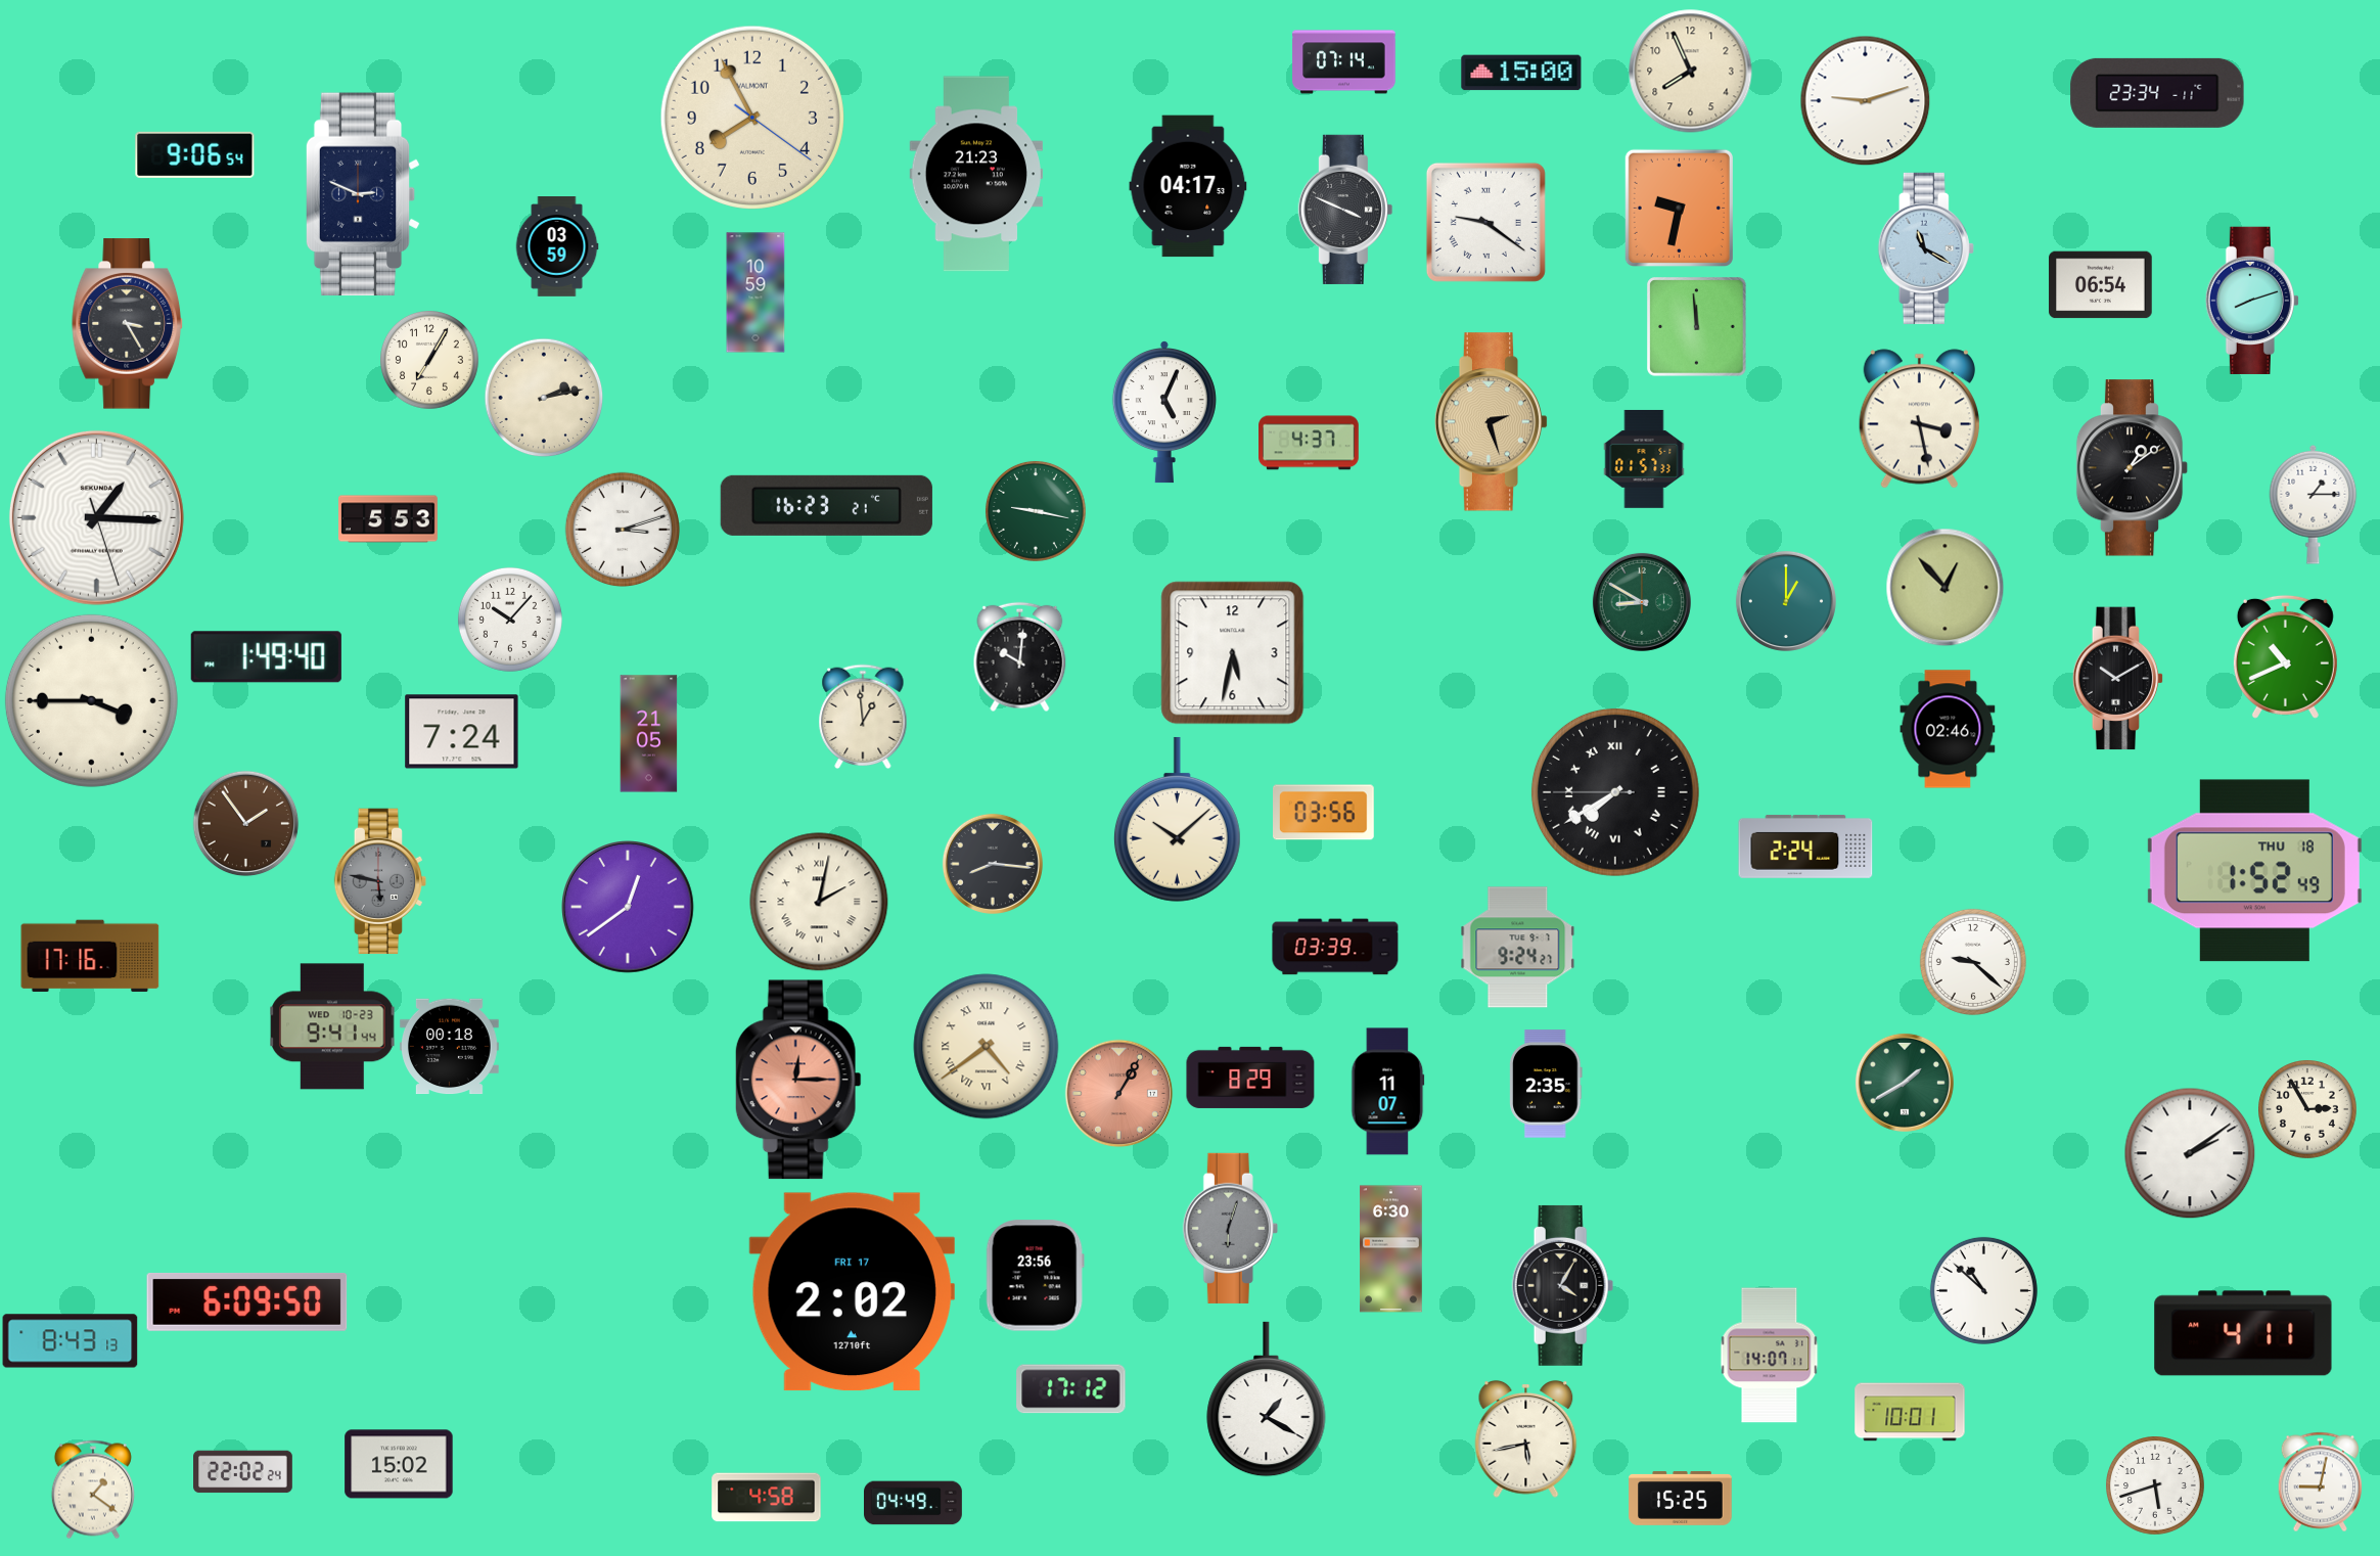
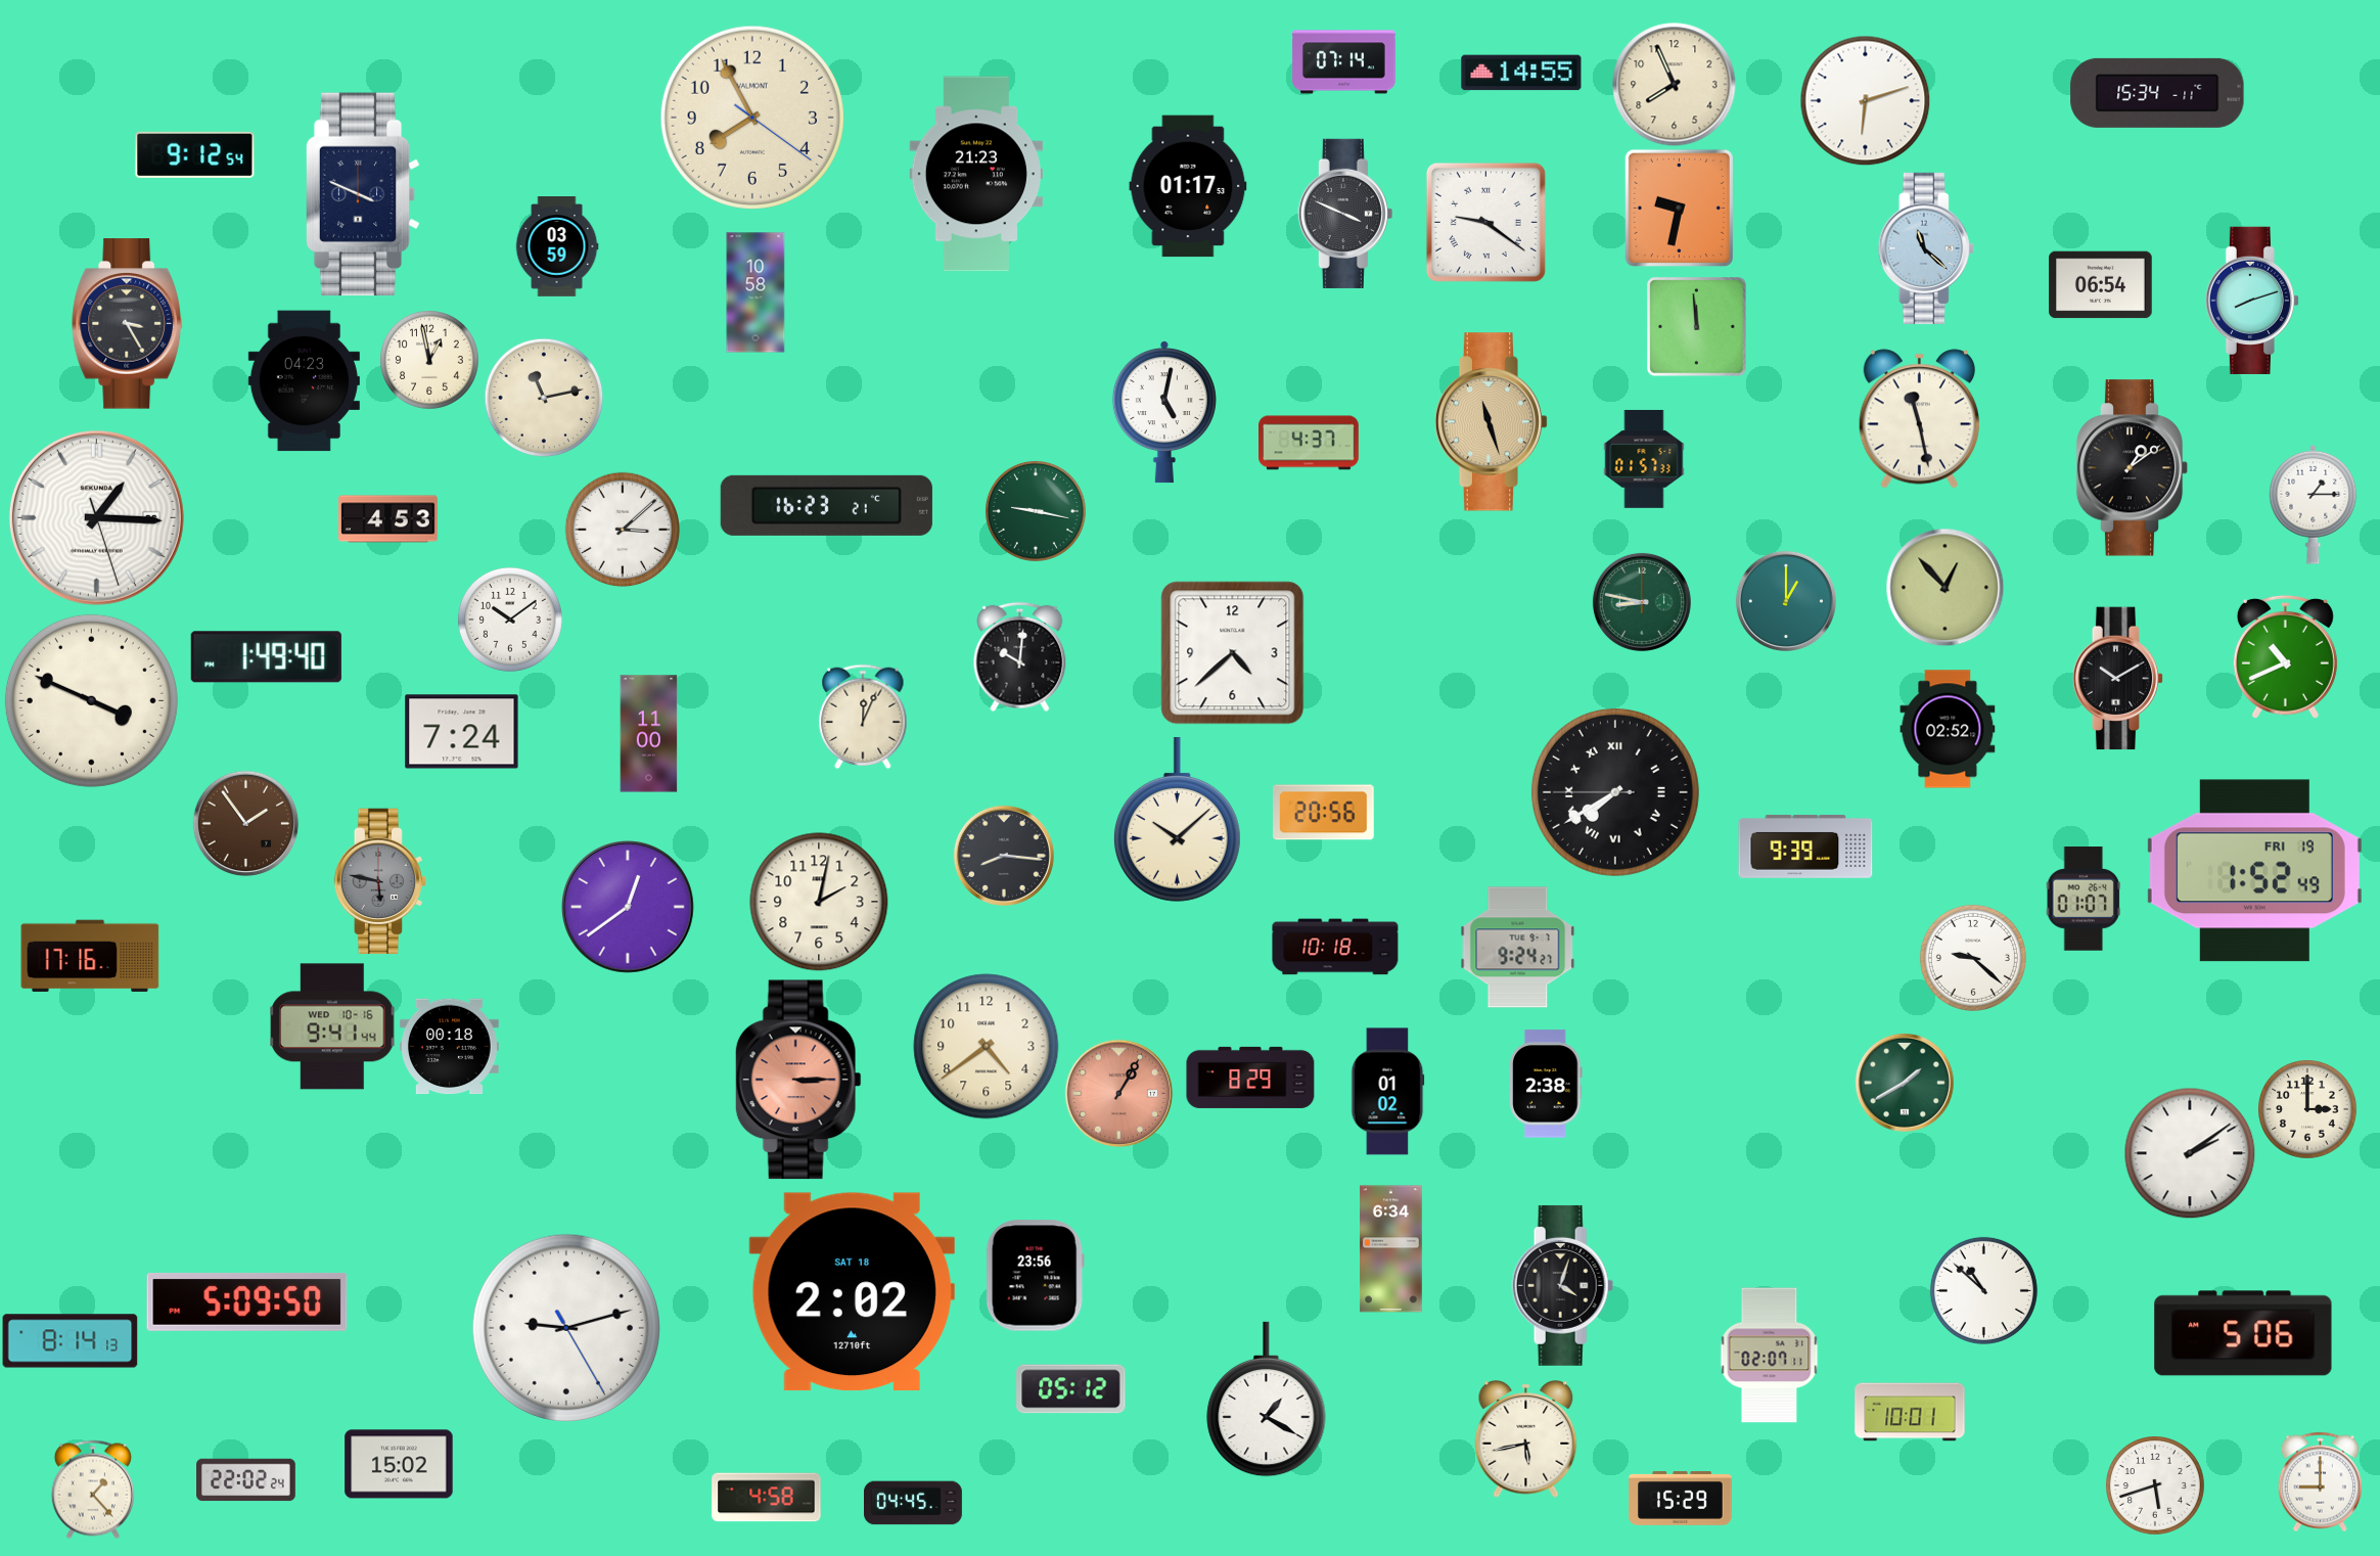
clock at (1691, 72) position: (1691, 72) -> (1675, 85)
clock at (1521, 73): 15:00 -> 14:55
clock at (2157, 93): 23:34 -> 15:34
clock at (1865, 100): 9:12 -> 6:12
clock at (195, 154): 9:06 -> 9:12
clock at (1188, 186): 04:17 -> 01:17
clock at (363, 194): 2:49 -> 3:49
clock at (1345, 210) position: (1345, 210) -> (1345, 214)
clock at (1926, 248): 11:20 -> 11:22
clock at (756, 292): 10:59 -> 10:58
clock at (429, 360): 7:05 -> 12:58
clock at (304, 381): none -> 04:23
clock at (544, 398): 2:13 -> 11:13
clock at (1164, 413): 5:04 -> 5:02
clock at (1919, 419): 3:28 -> 11:28
clock at (1492, 422): 2:27 -> 11:27
clock at (388, 519): 5:53 -> 4:53
clock at (622, 529): 3:12 -> 3:08
clock at (1642, 602): 8:50 -> 8:47
clock at (510, 620): 10:07 -> 10:09
clock at (1233, 653): 5:32 -> 4:38
clock at (91, 700): 3:45 -> 3:49
clock at (863, 717): 12:59 -> 12:04
clock at (1948, 729): 02:46 -> 02:52
clock at (649, 734): 21:05 -> 11:00
clock at (1324, 813): 03:56 -> 20:56
clock at (1805, 846): 2:24 -> 9:39
clock at (993, 864) position: (993, 864) -> (1004, 856)
clock at (2254, 871) date: THU 18 -> FRI 19
clock at (2084, 899): none -> 01:07
clock at (819, 902) numerals: Roman -> Arabic
clock at (1335, 947): 03:39 -> 10:18
clock at (1973, 962) position: (1973, 962) -> (1973, 958)
clock at (332, 1026) date: WED 10-23 -> WED 10-16
clock at (987, 1047) numerals: Roman -> Arabic
clock at (798, 1080): 12:15 -> 3:15
clock at (1546, 1084): 2:35 -> 2:38
clock at (1388, 1092): 11:07 -> 01:02
clock at (2307, 1109): 2:55 -> 3:00
clock at (1230, 1228): 6:03 -> none
clock at (1391, 1249): 6:30 -> 6:34
clock at (1563, 1285): 4:05 -> 4:03
clock at (852, 1292) date: FRI 17 -> SAT 18
clock at (247, 1302): 6:09 -> 5:09
clock at (566, 1328): none -> 9:12
clock at (2243, 1333): 4:11 -> 5:06
clock at (71, 1341): 8:43 -> 8:14
clock at (1770, 1356): 14:07 -> 02:07
clock at (1071, 1389): 17:12 -> 05:12
clock at (243, 1472) position: (243, 1472) -> (246, 1480)
clock at (2320, 1481): 9:02 -> 9:00
clock at (93, 1490): 1:21 -> 1:23
clock at (1681, 1499): 15:25 -> 15:29
clock at (914, 1503): 04:49 -> 04:45
